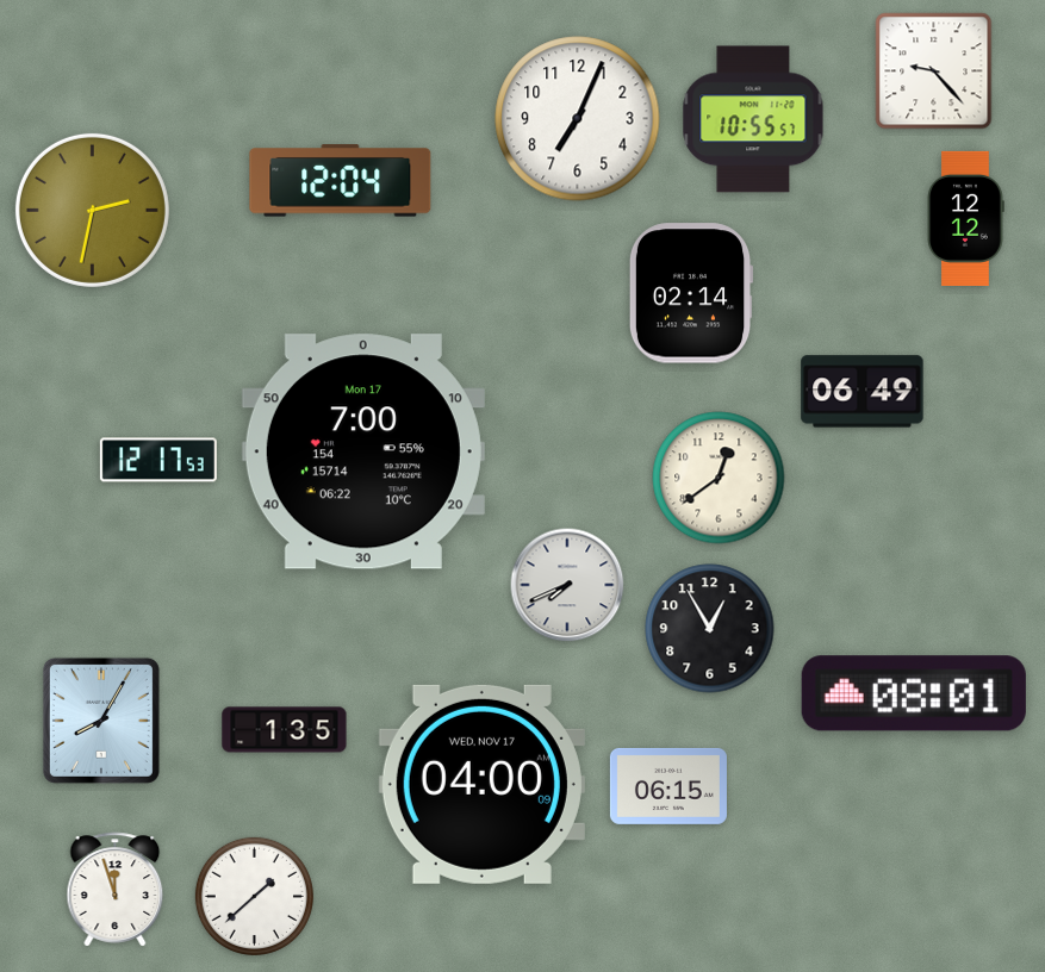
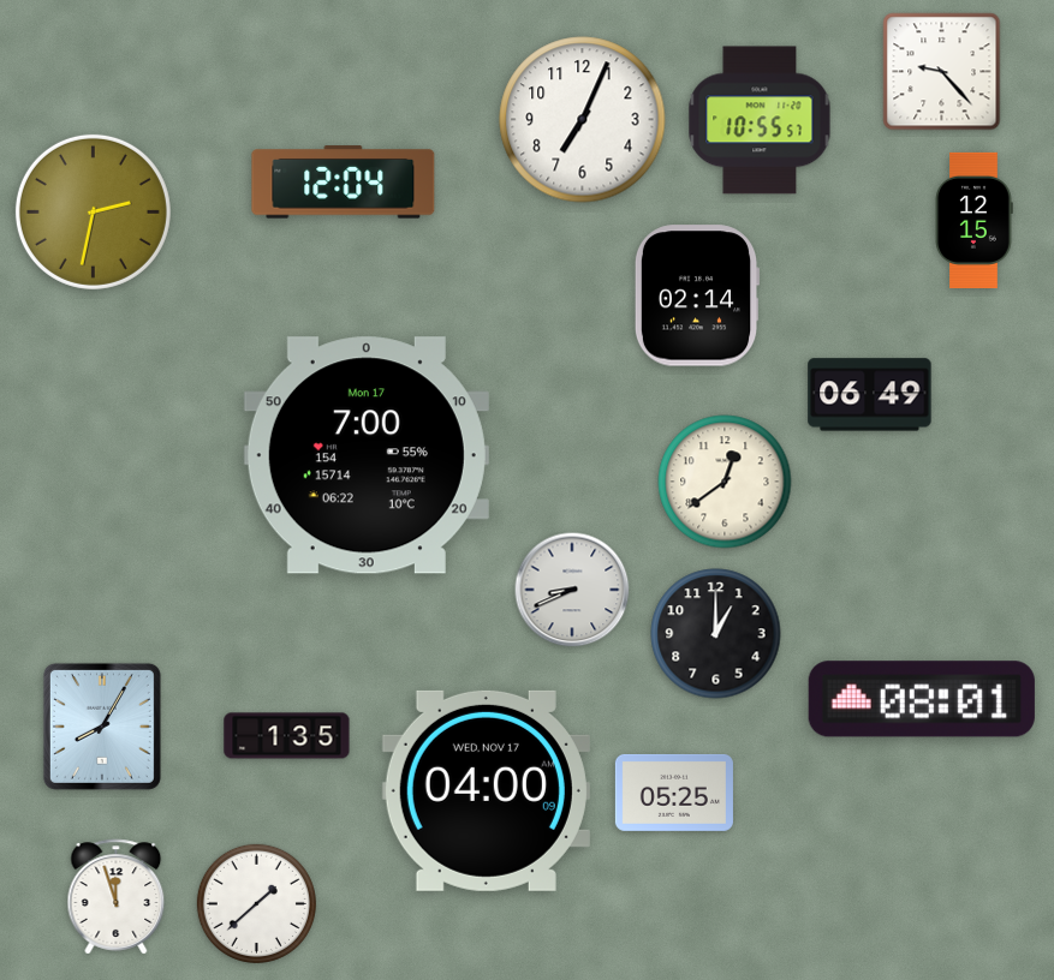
clock at (965, 218): 12:12 -> 12:15
clock at (158, 460): 12:17 -> none
clock at (567, 585): 7:41 -> 8:41
clock at (710, 629): 12:55 -> 1:00
clock at (668, 786): 06:15 -> 05:25
